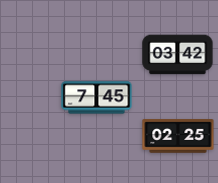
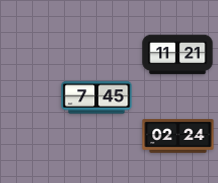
clock at (178, 55): 03:42 -> 11:21
clock at (178, 136): 02:25 -> 02:24
